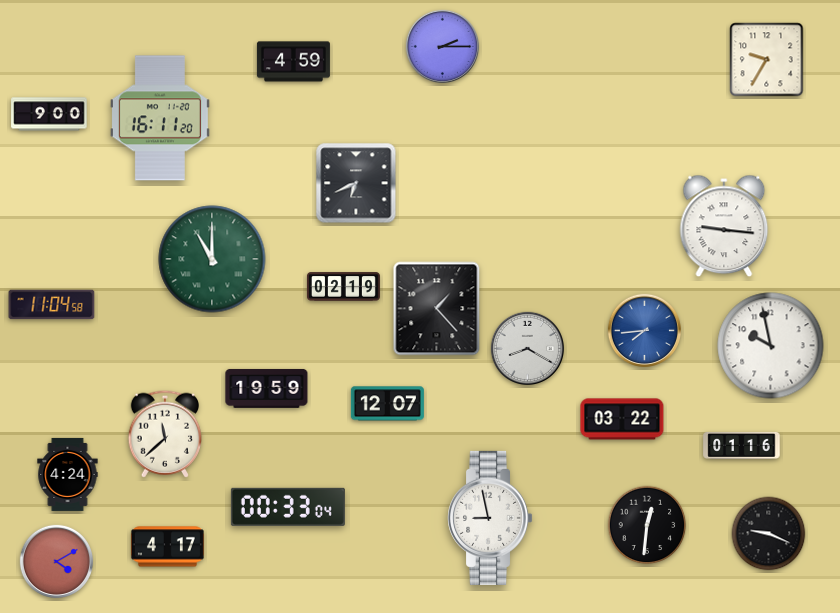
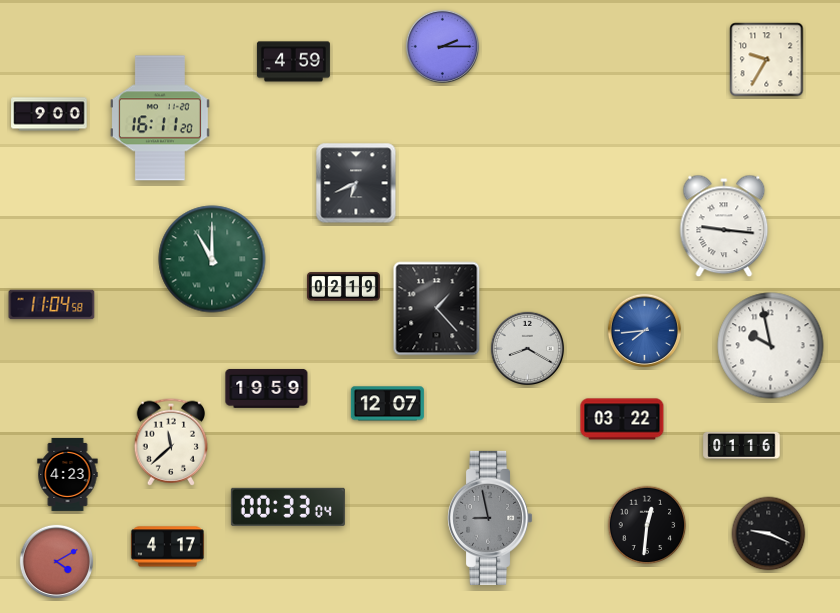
clock at (164, 434) position: (164, 434) -> (170, 442)
clock at (68, 474): 4:24 -> 4:23
clock at (490, 518) dial: white -> grey
